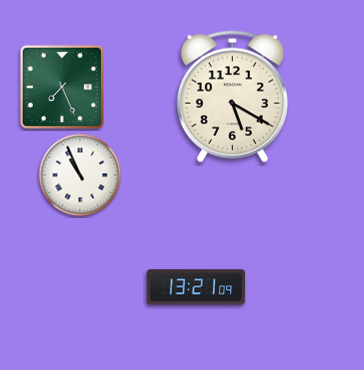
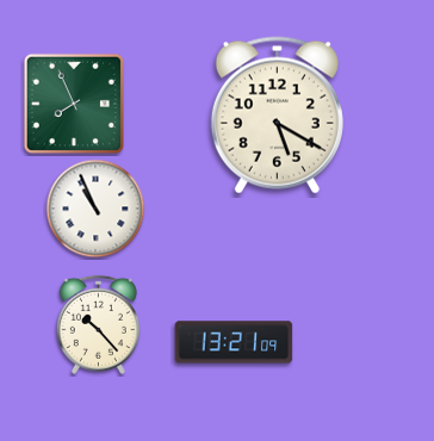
clock at (62, 87): 7:26 -> 7:56
clock at (98, 324): none -> 10:23
